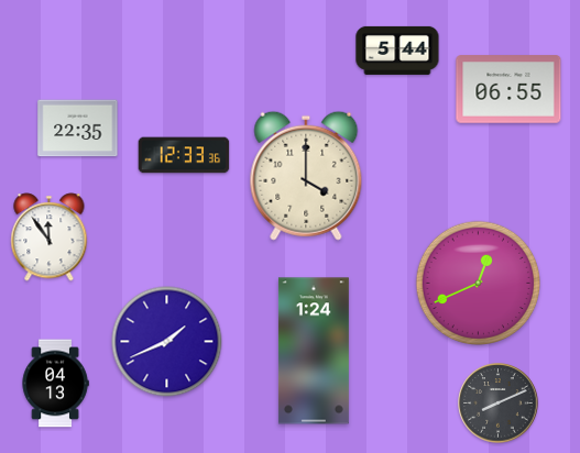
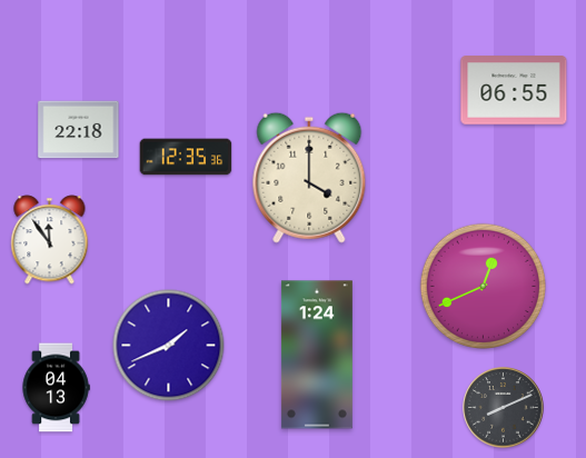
clock at (397, 51): 5:44 -> none
clock at (78, 129): 22:35 -> 22:18
clock at (184, 155): 12:33 -> 12:35
